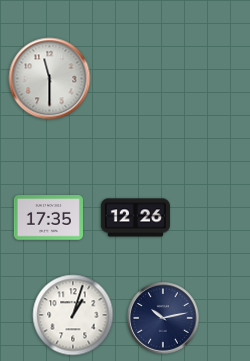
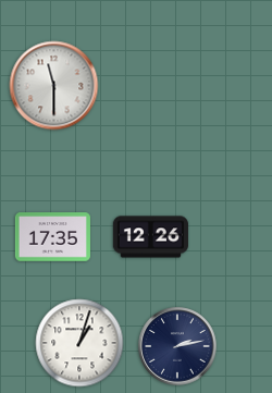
clock at (135, 218) position: (135, 218) -> (150, 237)
clock at (163, 318): 10:13 -> 2:13
